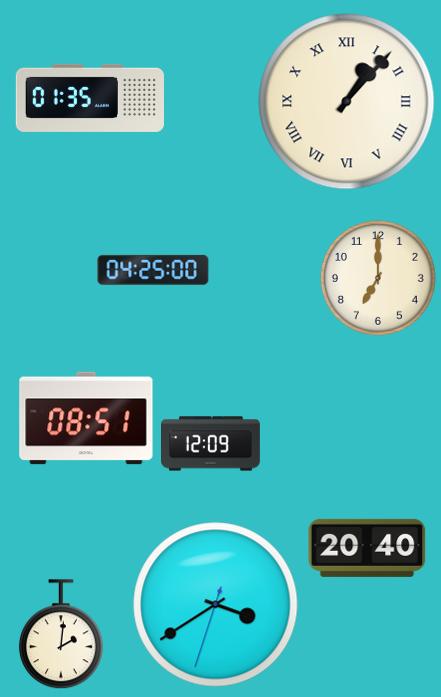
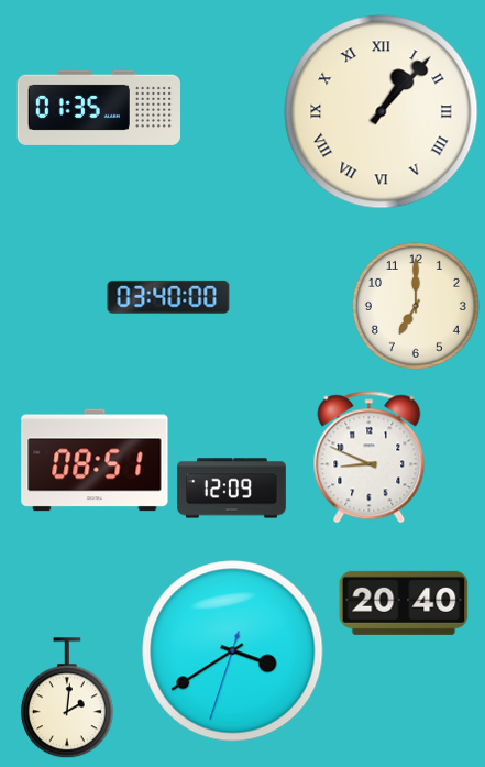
clock at (153, 270): 04:25 -> 03:40
clock at (370, 458): none -> 8:49
clock at (216, 605) position: (216, 605) -> (233, 651)
